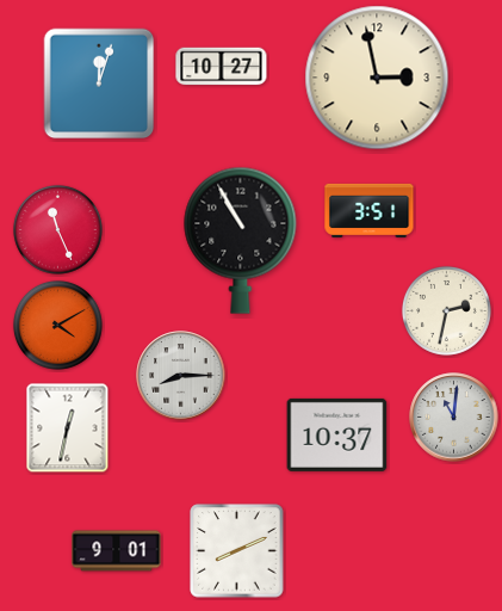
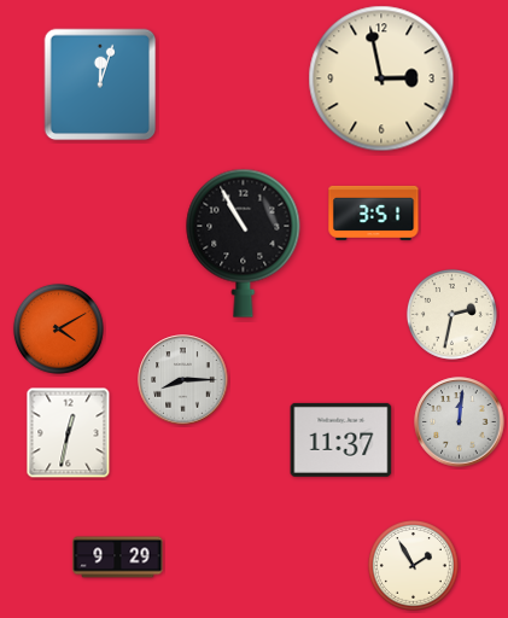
clock at (222, 67): 10:27 -> none
clock at (57, 229): 11:26 -> none
clock at (454, 418): 11:01 -> 12:01
clock at (337, 434): 10:37 -> 11:37
clock at (117, 551): 9:01 -> 9:29
clock at (237, 551): 8:11 -> none
clock at (413, 565): none -> 1:55
